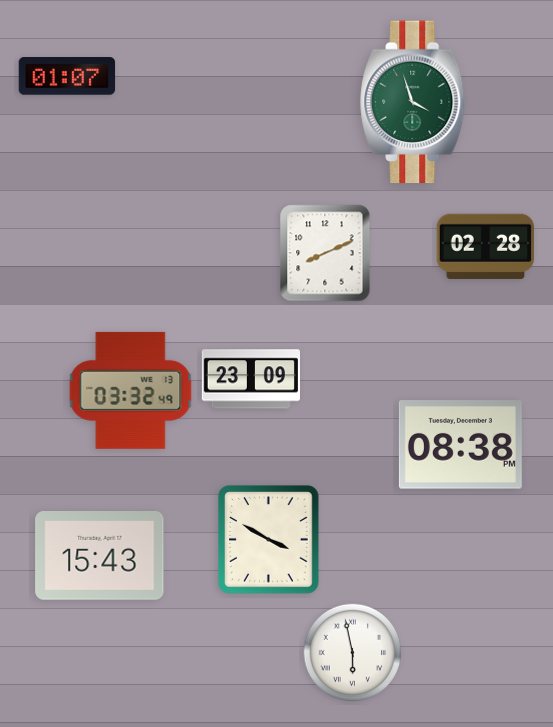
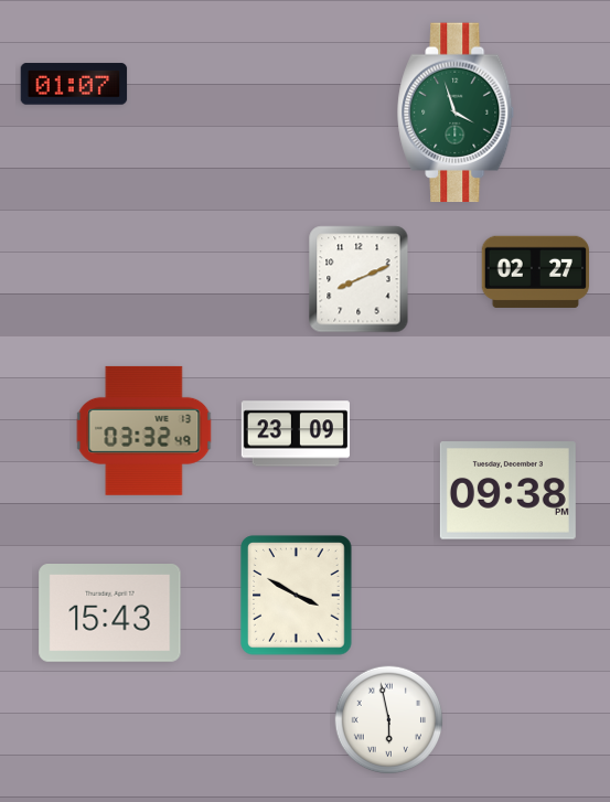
clock at (485, 246): 02:28 -> 02:27
clock at (251, 379) position: (251, 379) -> (296, 434)
clock at (460, 445): 08:38 -> 09:38
